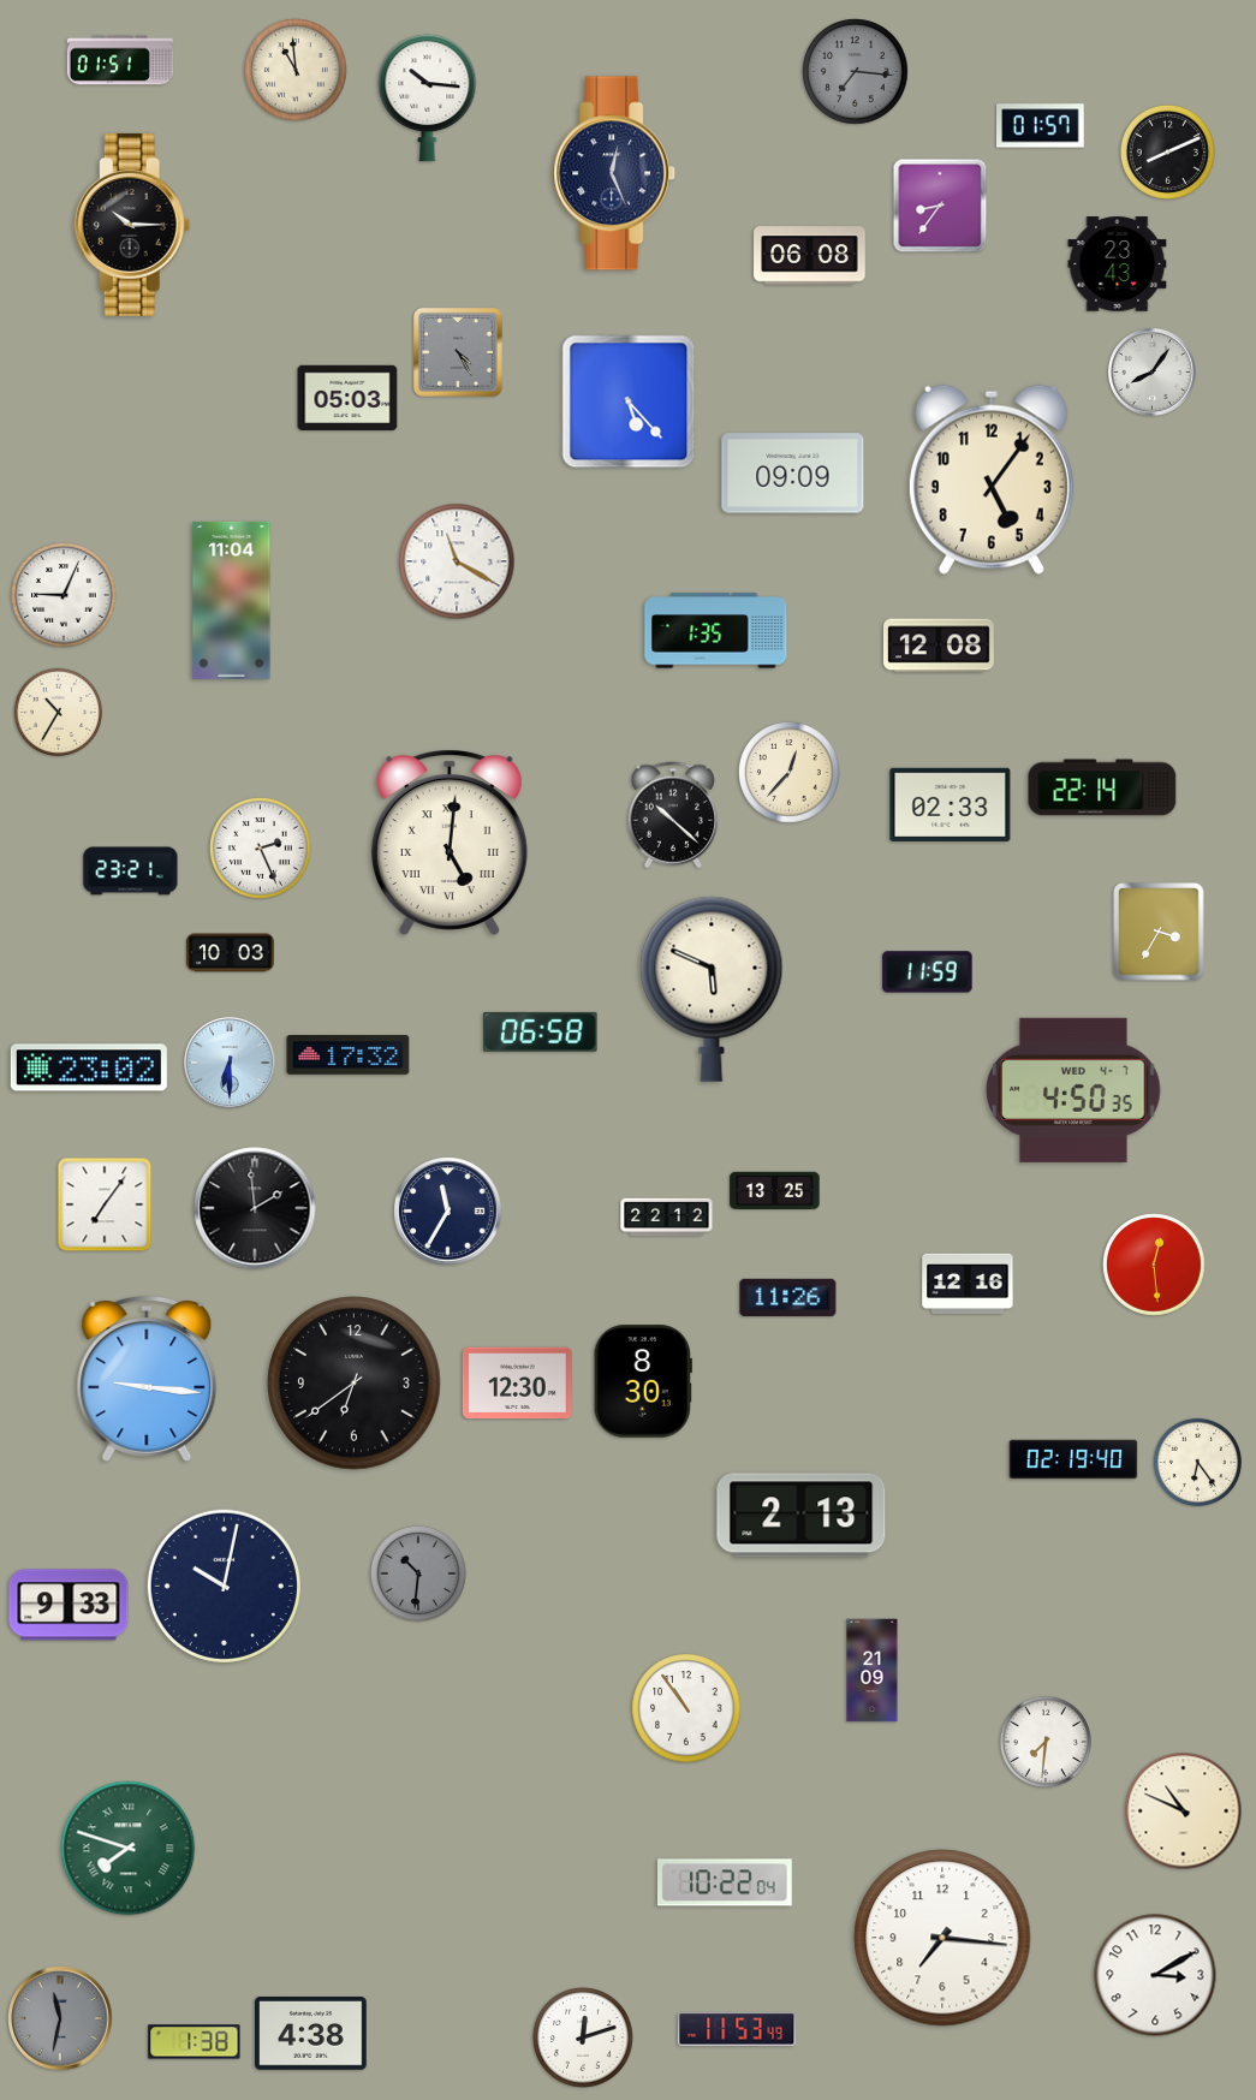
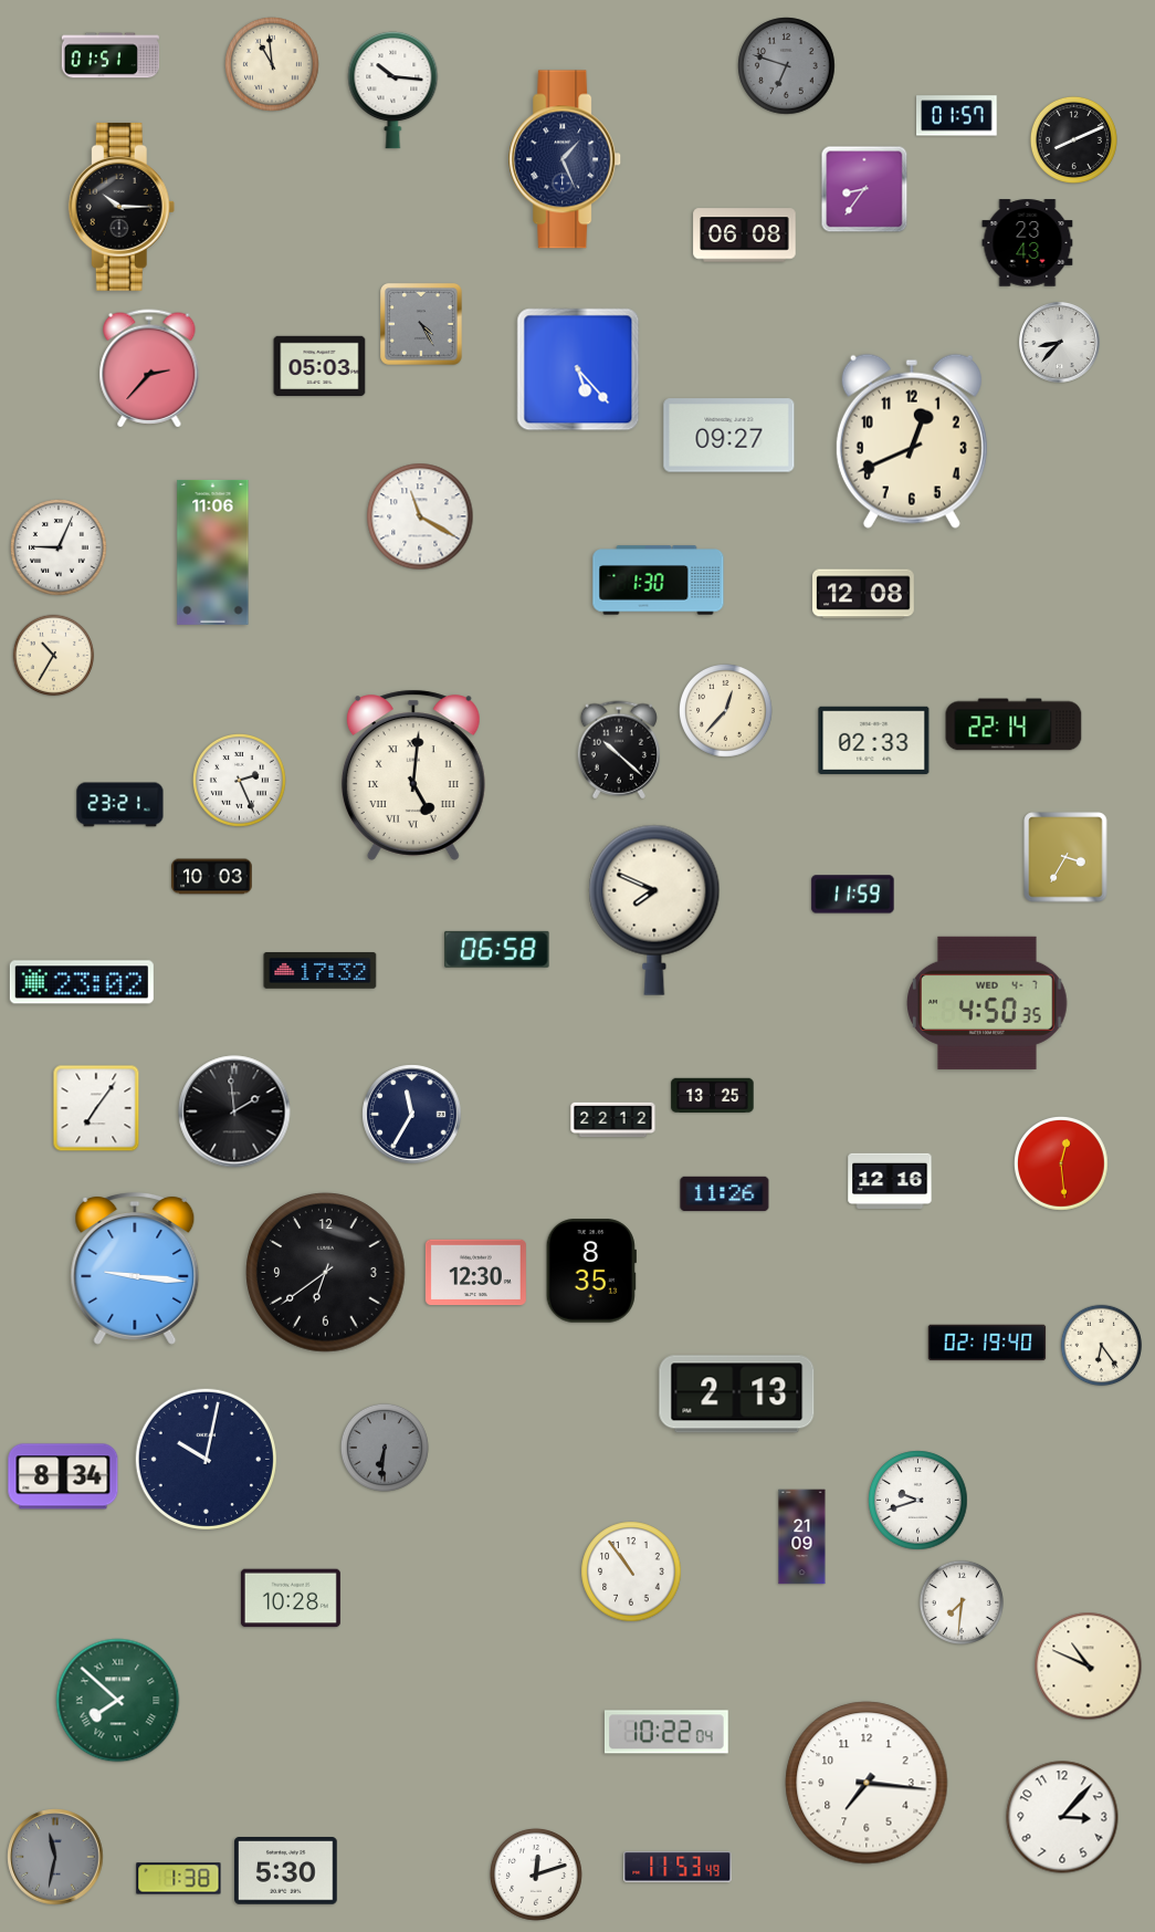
clock at (856, 72): 7:16 -> 6:48
clock at (615, 173): 12:26 -> 1:26
clock at (1151, 371): 8:06 -> 8:37
clock at (149, 368): none -> 2:37
clock at (793, 474): 09:09 -> 09:27
clock at (992, 480): 5:06 -> 12:41
clock at (232, 600): 11:04 -> 11:06
clock at (716, 631): 1:35 -> 1:30
clock at (131, 871) position: (131, 871) -> (120, 805)
clock at (712, 989): 5:49 -> 7:49
clock at (231, 1064): 6:30 -> none
clock at (643, 1381): 8:30 -> 8:35
clock at (418, 1573): 10:31 -> 6:31
clock at (69, 1605): 9:33 -> 8:34
clock at (918, 1501): none -> 9:42
clock at (291, 1598): none -> 10:28
clock at (129, 1849): 7:48 -> 7:52
clock at (1155, 1975): 3:10 -> 3:07
clock at (311, 2034): 4:38 -> 5:30
